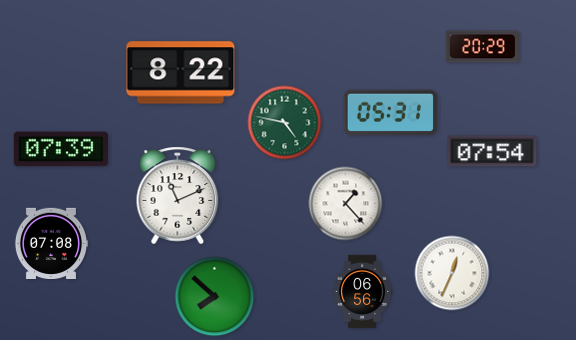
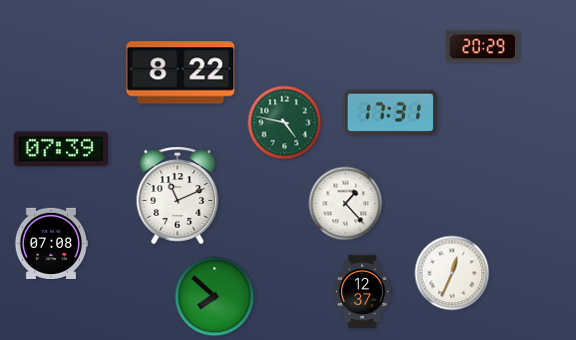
clock at (391, 113): 05:31 -> 17:31
clock at (492, 151): 07:54 -> none
clock at (363, 292): 06:56 -> 12:37
